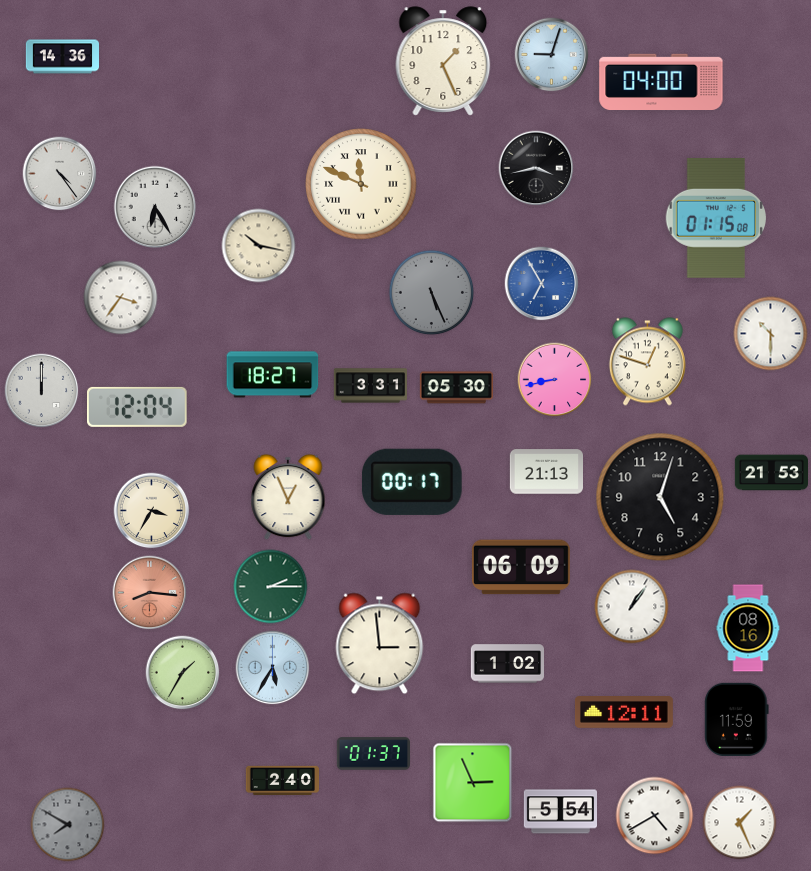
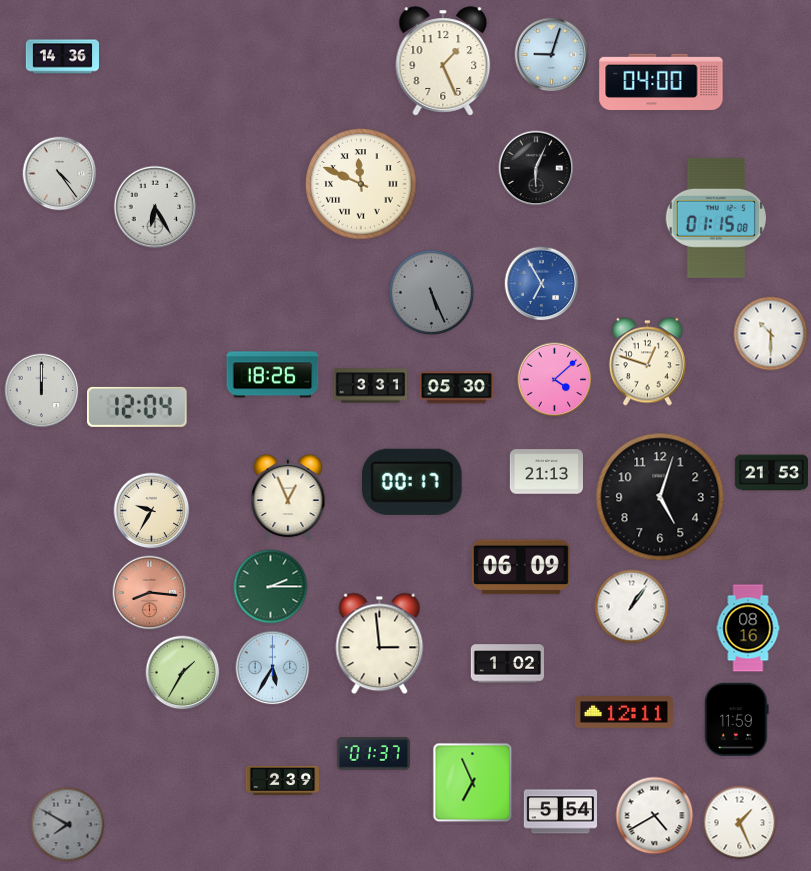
clock at (536, 168): 3:43 -> 6:04
clock at (259, 246): 10:17 -> none
clock at (121, 298): 3:36 -> none
clock at (273, 375): 18:27 -> 18:26
clock at (555, 380): 8:43 -> 4:08
clock at (152, 511): 3:35 -> 9:35
clock at (282, 781): 2:40 -> 2:39
clock at (473, 783): 2:56 -> 6:56
